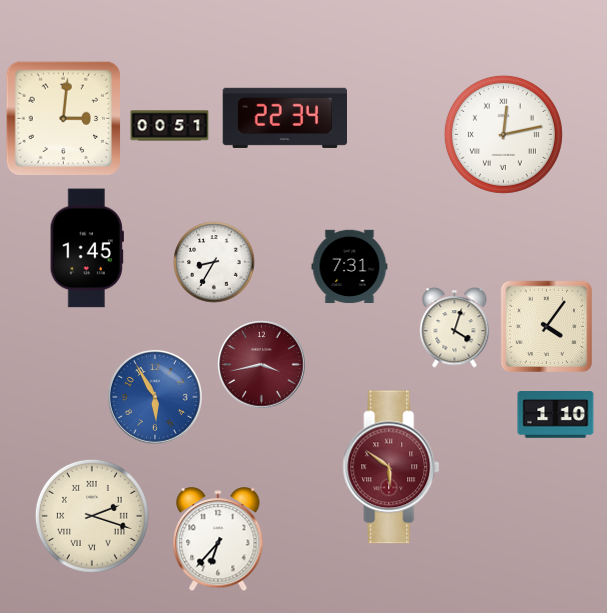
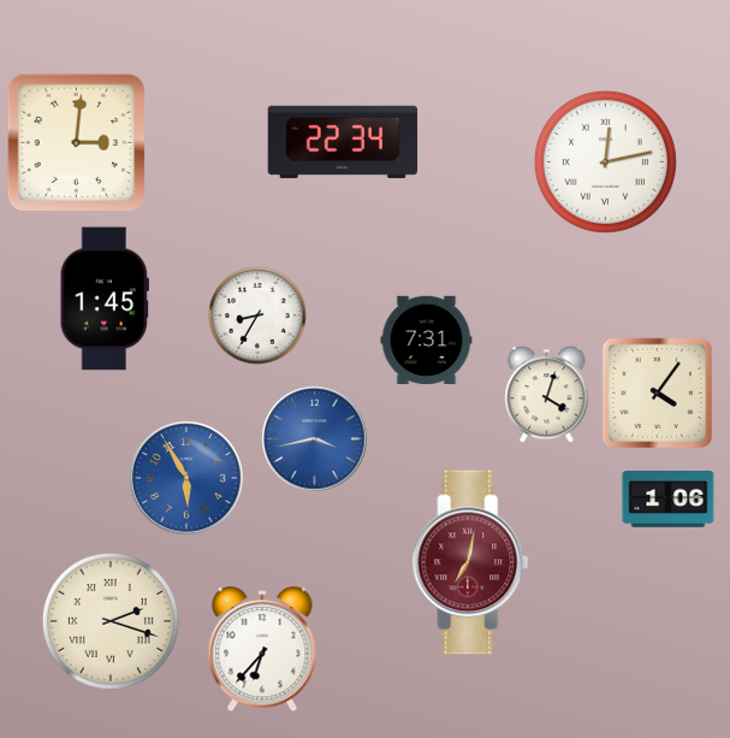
clock at (170, 126): 00:51 -> none
clock at (350, 267) position: (350, 267) -> (427, 341)
clock at (262, 365) dial: burgundy -> blue
clock at (556, 415): 1:10 -> 1:06
clock at (391, 467): 5:51 -> 7:02
